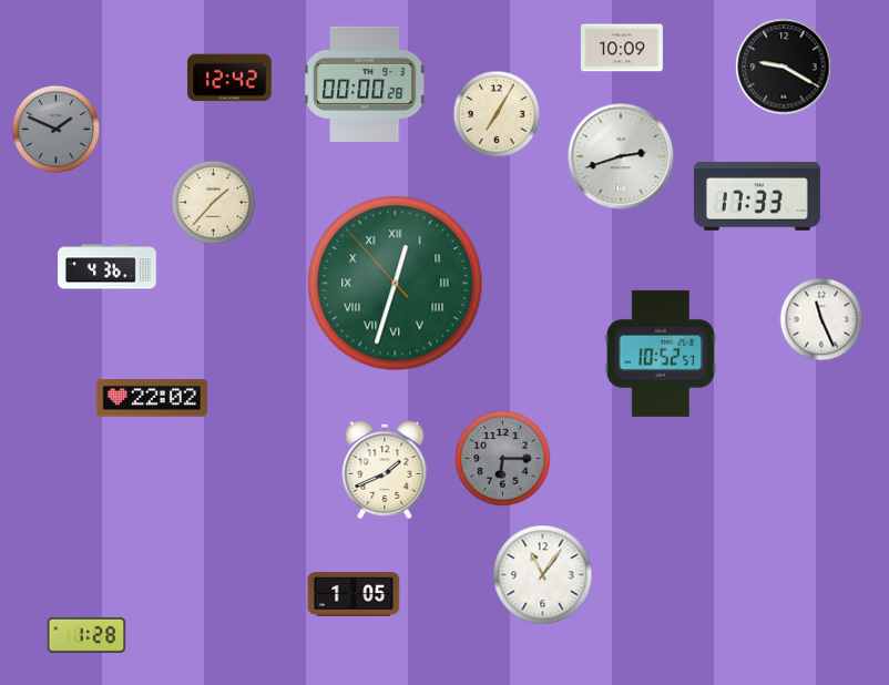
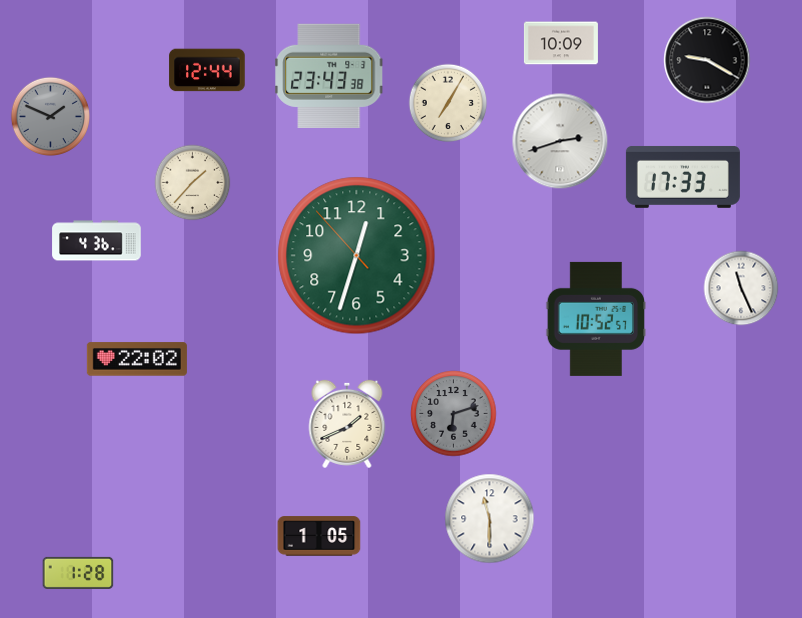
clock at (229, 78): 12:42 -> 12:44
clock at (365, 84): 00:00 -> 23:43
clock at (396, 284) numerals: Roman -> Arabic
clock at (503, 459): 6:15 -> 6:12
clock at (543, 575): 11:06 -> 11:30
